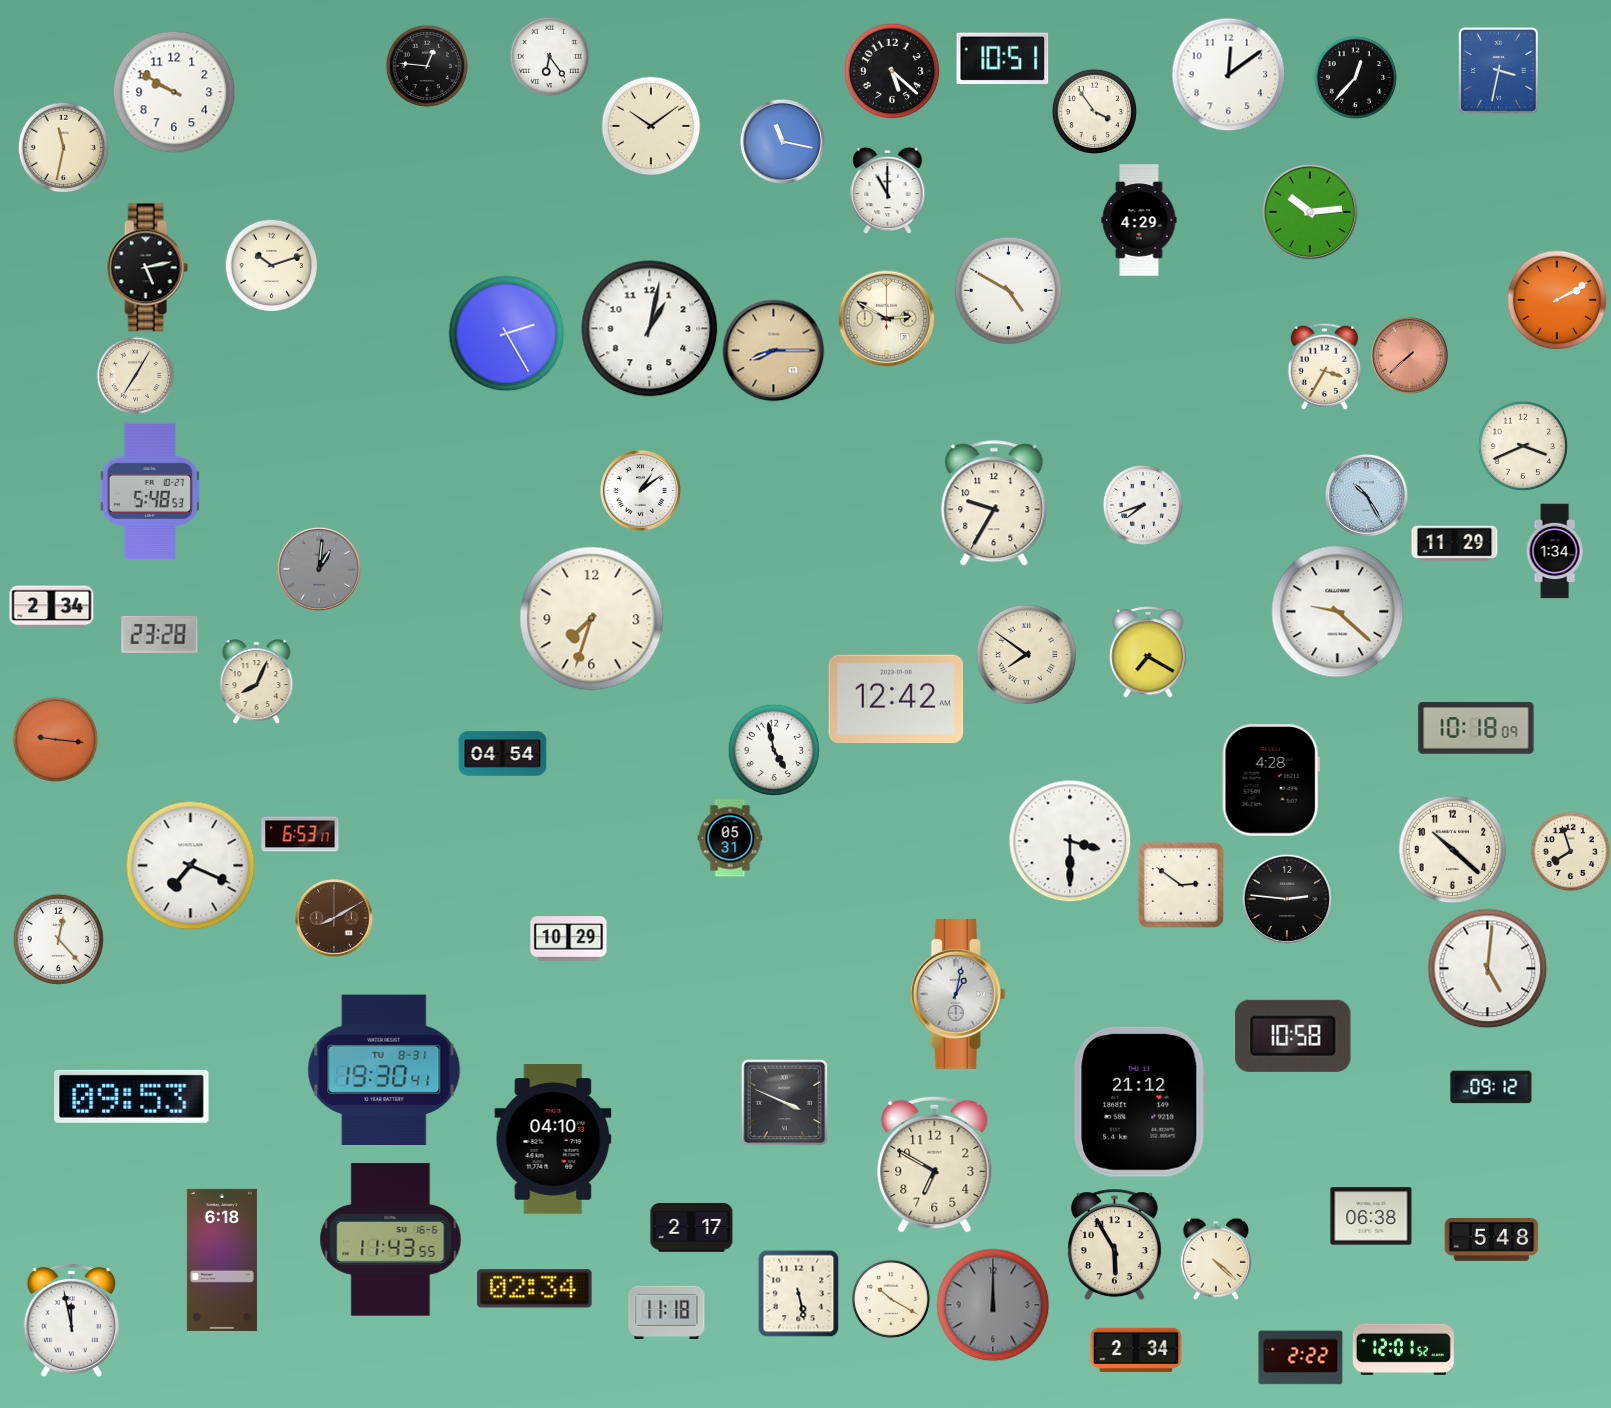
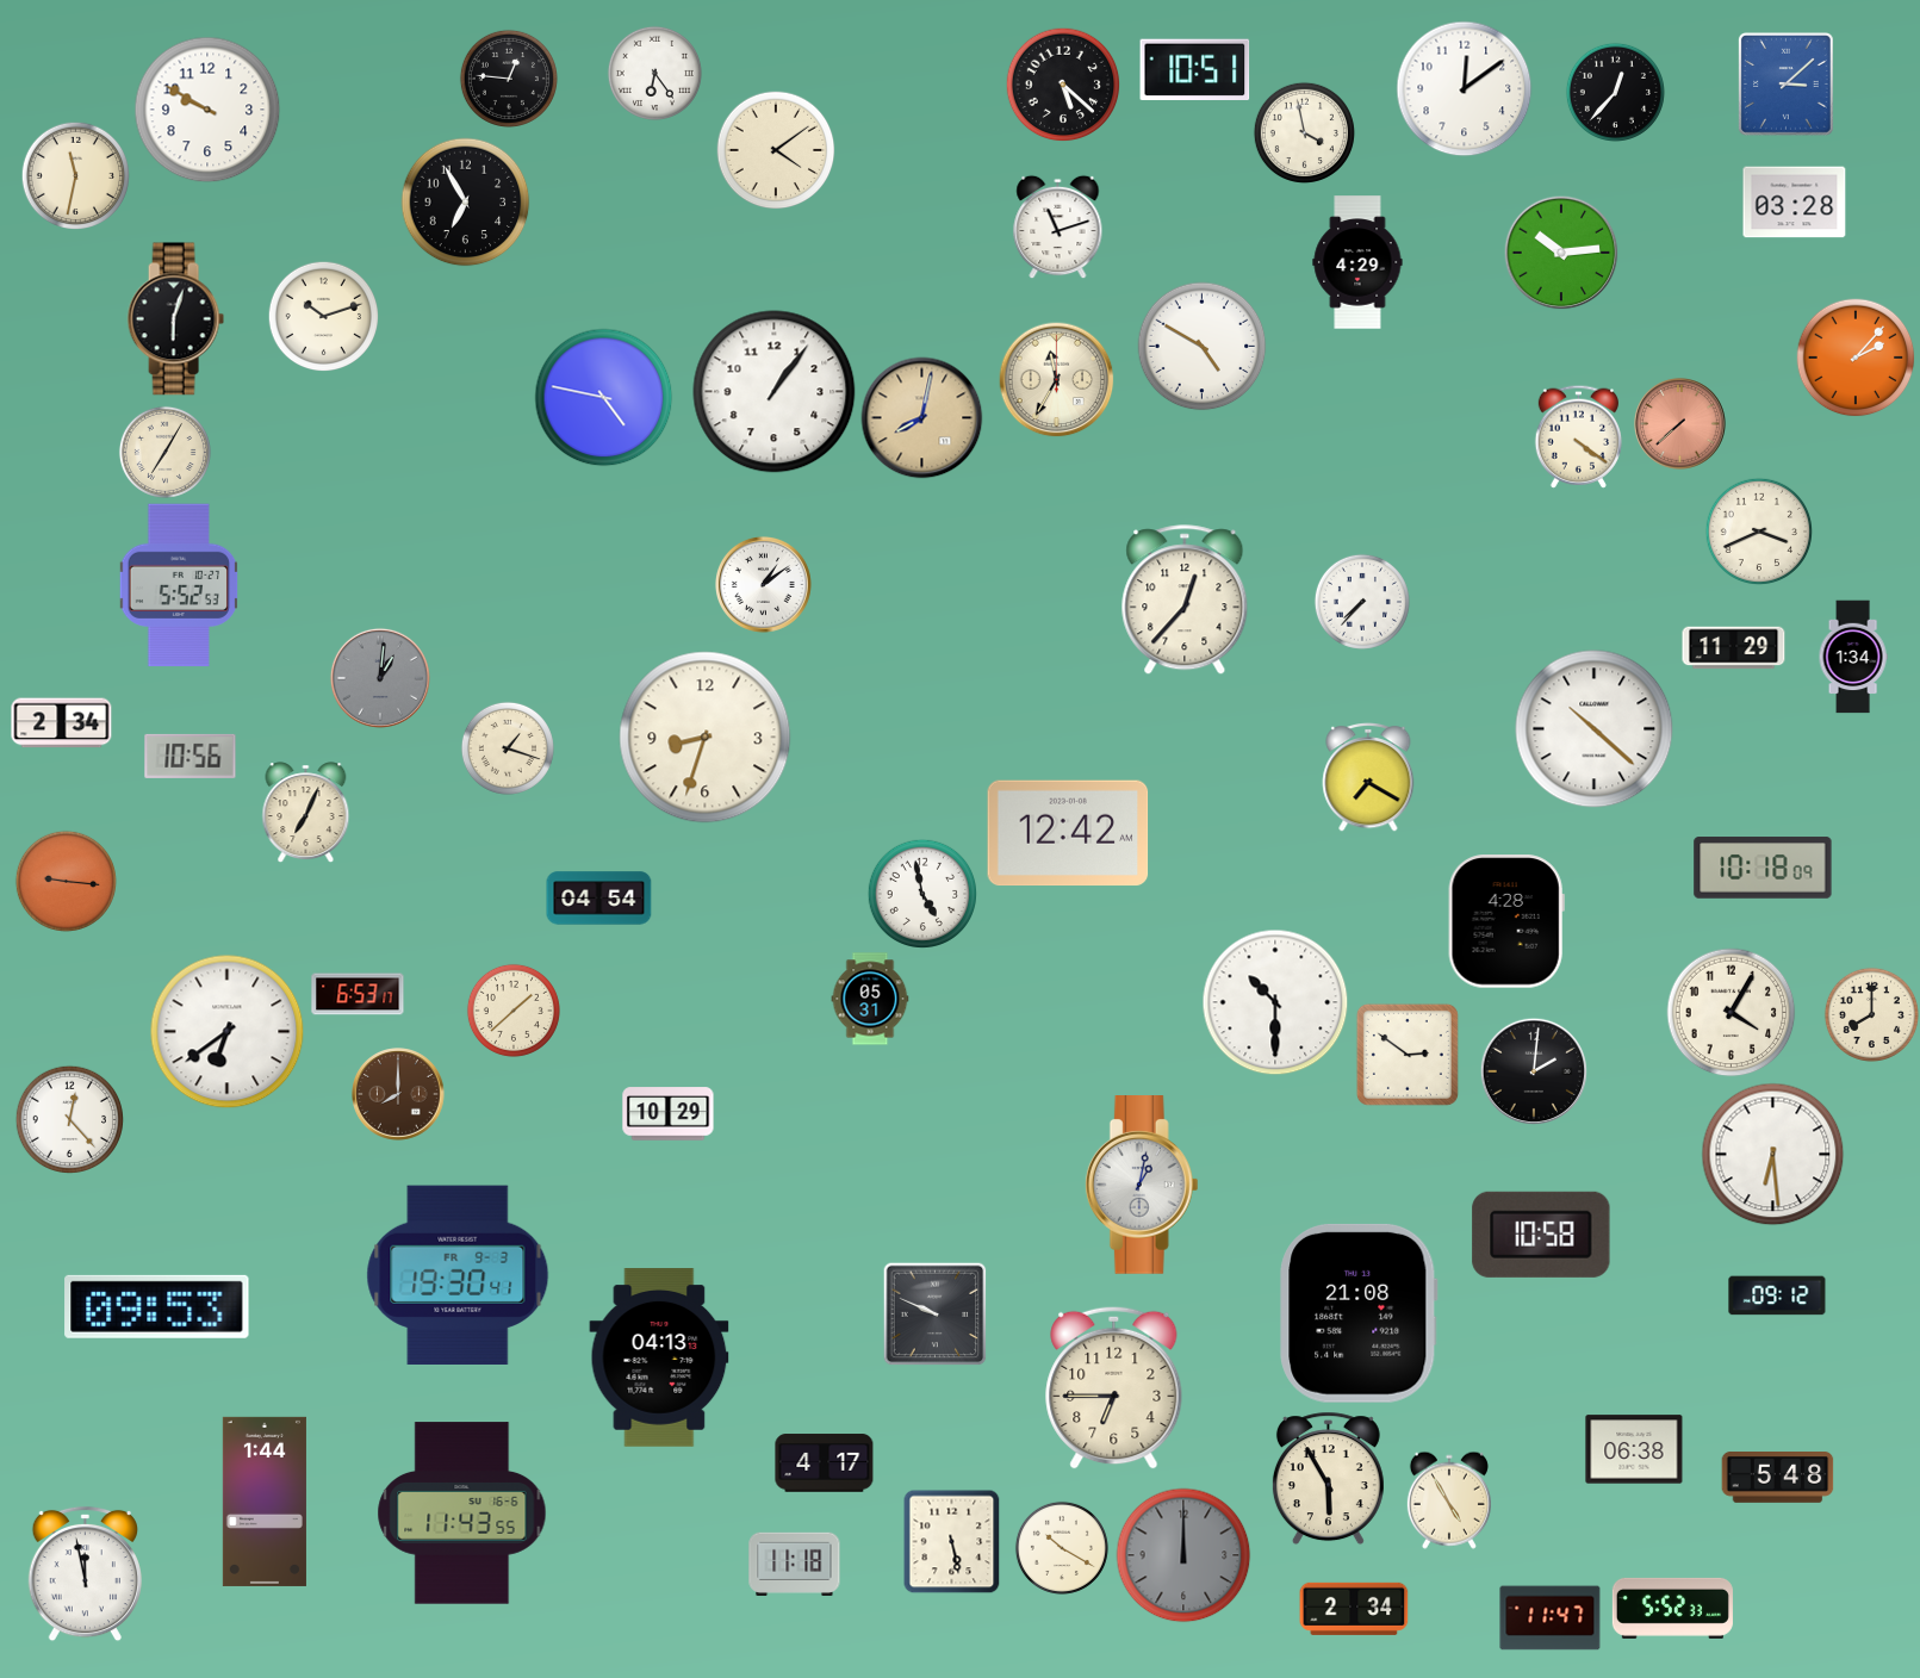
clock at (549, 56) position: (549, 56) -> (654, 73)
clock at (1498, 71): 3:32 -> 3:08
clock at (1094, 111): 3:54 -> 3:58
clock at (651, 126): 10:09 -> 4:09
clock at (782, 141): 11:17 -> none
clock at (466, 203): none -> 6:55
clock at (1795, 203): none -> 03:28
clock at (888, 190): 11:00 -> 11:12
clock at (147, 268): 5:13 -> 6:03
clock at (1557, 300): 2:10 -> 2:07
clock at (887, 319): 2:50 -> 11:35
clock at (650, 329): 1:02 -> 1:06
clock at (507, 334): 2:25 -> 4:47
clock at (774, 351): 8:15 -> 8:02
clock at (1324, 366): 3:35 -> 4:21
clock at (135, 375) position: (135, 375) -> (164, 452)
clock at (1522, 445) position: (1522, 445) -> (1758, 530)
clock at (149, 491): 5:48 -> 5:52
clock at (1366, 495): 10:25 -> none
clock at (994, 504): 9:35 -> 12:37
clock at (1143, 505): 7:42 -> 7:37
clock at (1338, 612): 9:22 -> 10:22
clock at (592, 619): 7:33 -> 8:33
clock at (508, 748): none -> 1:18
clock at (160, 634): 23:28 -> 10:56
clock at (1027, 655): 7:51 -> none
clock at (257, 682): 8:04 -> 7:04
clock at (1476, 728) position: (1476, 728) -> (1763, 868)
clock at (1271, 780) position: (1271, 780) -> (1506, 921)
clock at (1070, 841): 3:30 -> 10:30
clock at (514, 1011): none -> 1:38
clock at (1453, 850): 10:22 -> 4:05
clock at (1570, 851): 7:57 -> 8:00
clock at (191, 866): 7:19 -> 6:39
clock at (1286, 898): 2:46 -> 2:01
clock at (334, 918): 8:10 -> 8:00
clock at (569, 939) position: (569, 939) -> (669, 1114)
clock at (1488, 969): 5:01 -> 6:29
clock at (384, 1069) date: TU 8-31 -> FR 9-3
clock at (784, 1102): 3:49 -> 9:49
clock at (1140, 1102): 21:12 -> 21:08
clock at (553, 1139): 04:10 -> 04:13
clock at (935, 1164): 6:50 -> 6:45
clock at (692, 1228): 2:17 -> 4:17
clock at (391, 1240) position: (391, 1240) -> (462, 1514)
clock at (1114, 1245) position: (1114, 1245) -> (1328, 1479)
clock at (1216, 1259): 4:22 -> 4:55
clock at (222, 1260): 6:18 -> 1:44
clock at (535, 1289): 02:34 -> none
clock at (1403, 1349): 12:01 -> 5:52
clock at (1301, 1358): 2:22 -> 11:47
